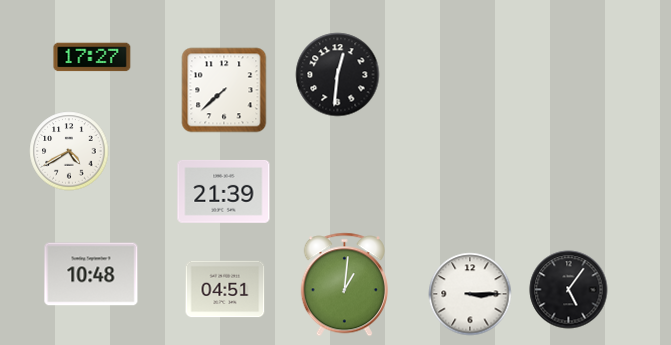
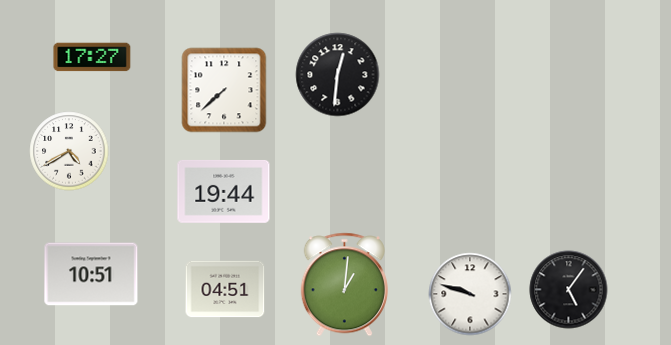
clock at (224, 191): 21:39 -> 19:44
clock at (91, 274): 10:48 -> 10:51
clock at (470, 294): 3:15 -> 9:48
